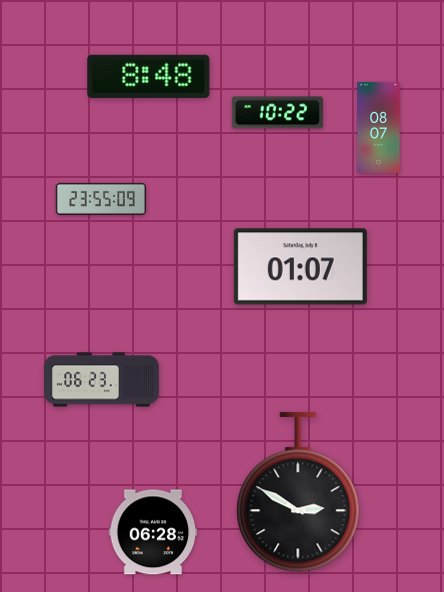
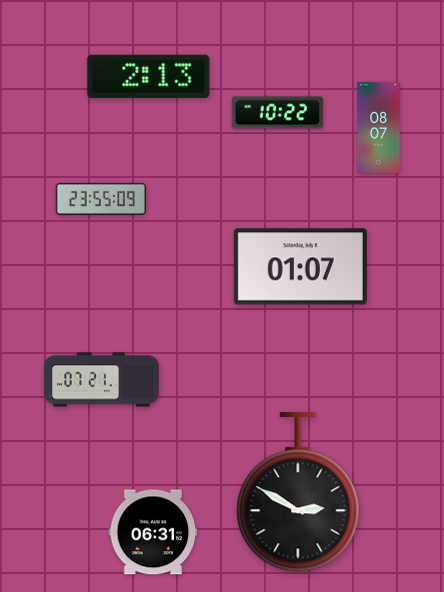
clock at (149, 76): 8:48 -> 2:13
clock at (102, 380): 06:23 -> 07:21
clock at (153, 532): 06:28 -> 06:31
